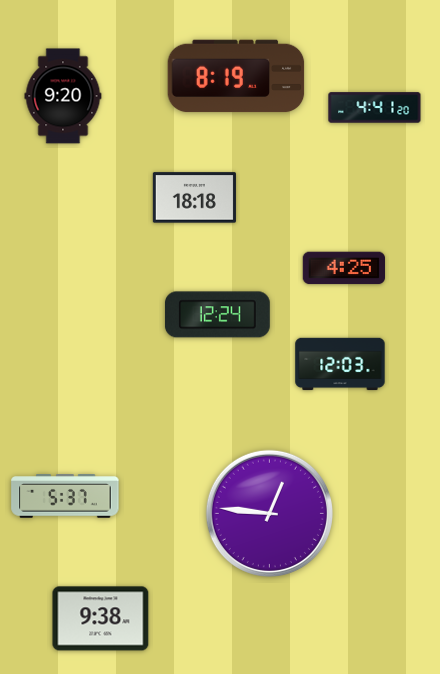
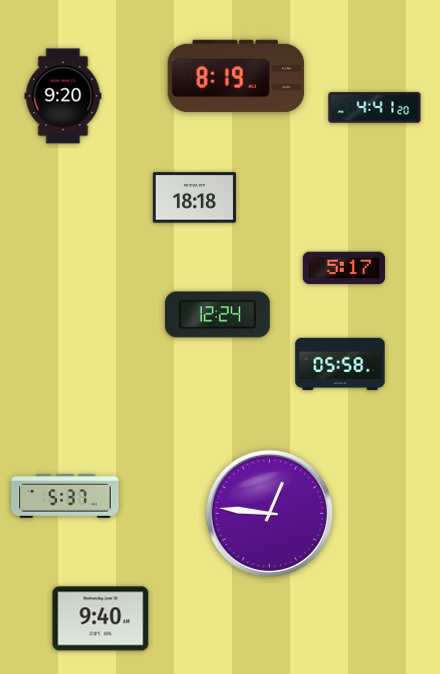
clock at (343, 268): 4:25 -> 5:17
clock at (340, 364): 12:03 -> 05:58
clock at (101, 619): 9:38 -> 9:40
